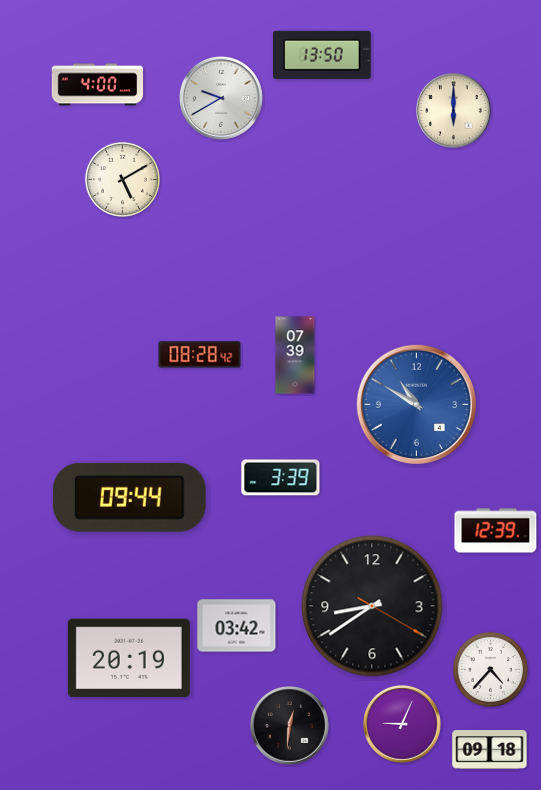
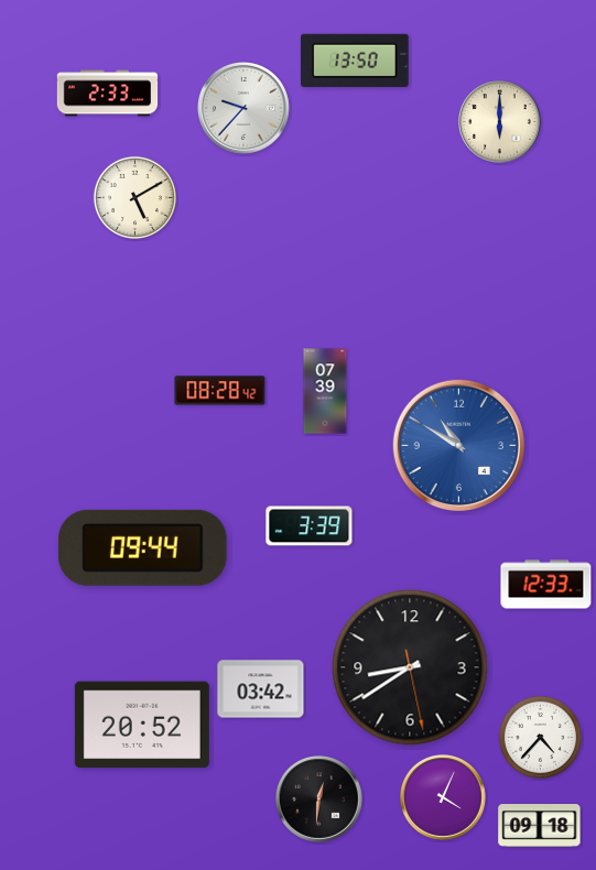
clock at (98, 85): 4:00 -> 2:33
clock at (221, 98): 9:40 -> 9:37
clock at (496, 531): 12:39 -> 12:33
clock at (372, 606): 8:39:20 -> 8:39:28
clock at (129, 658): 20:19 -> 20:52
clock at (403, 725): 9:04 -> 4:04
